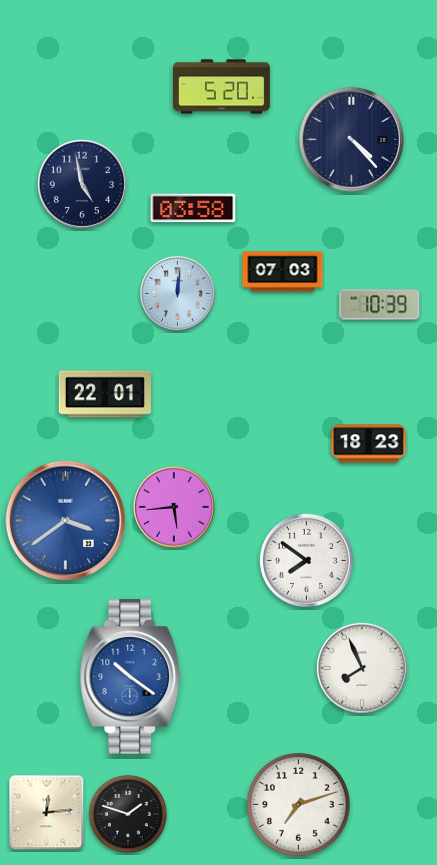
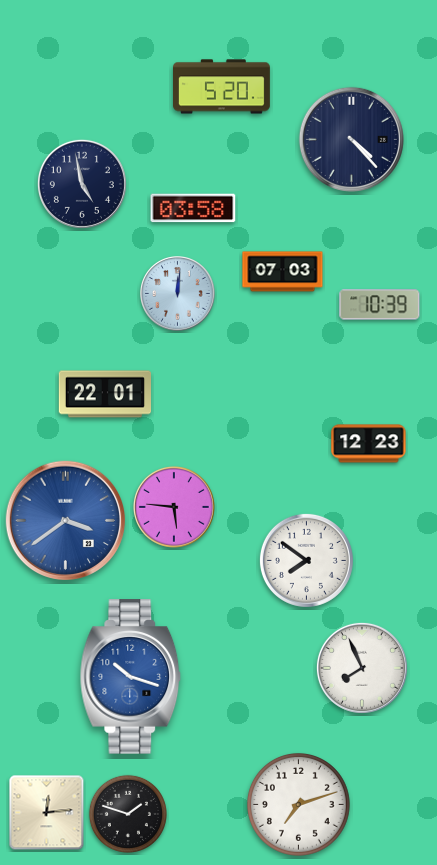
clock at (369, 444): 18:23 -> 12:23
clock at (174, 507): 5:44 -> 5:46
clock at (131, 677): 10:21 -> 10:18
